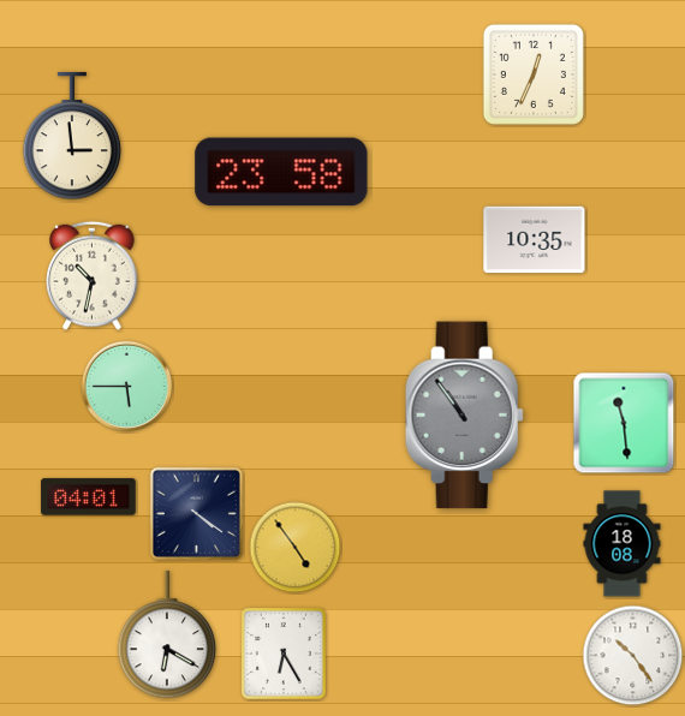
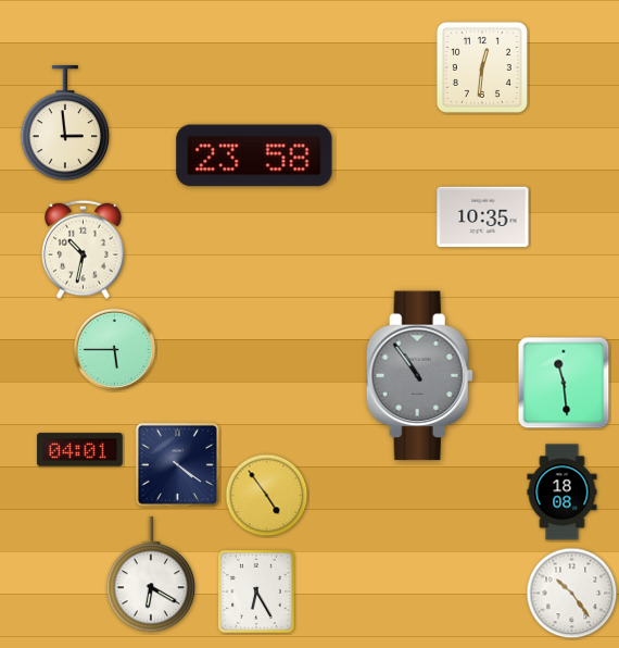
clock at (534, 74): 12:34 -> 12:31
